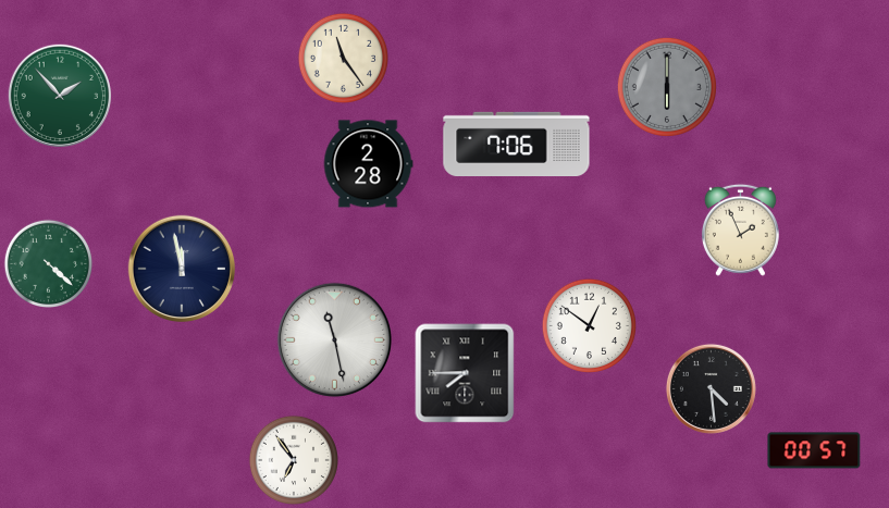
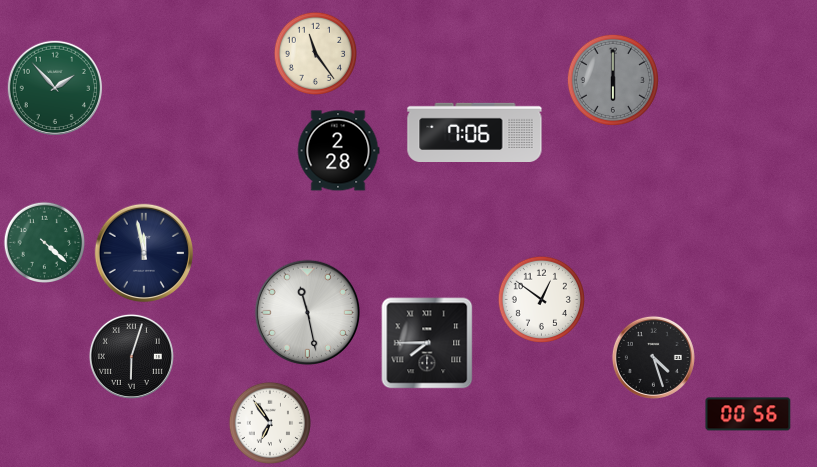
clock at (740, 230): 1:56 -> none
clock at (181, 268) position: (181, 268) -> (143, 252)
clock at (131, 356): none -> 6:03
clock at (711, 388): 4:29 -> 4:27
clock at (814, 450): 00:57 -> 00:56
